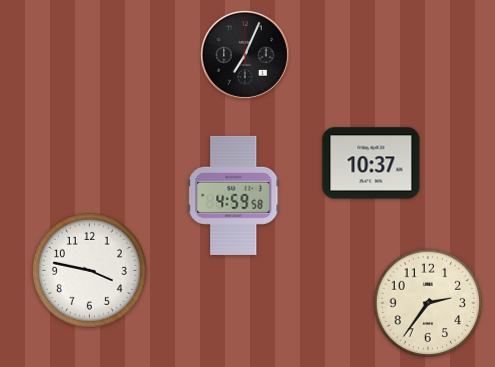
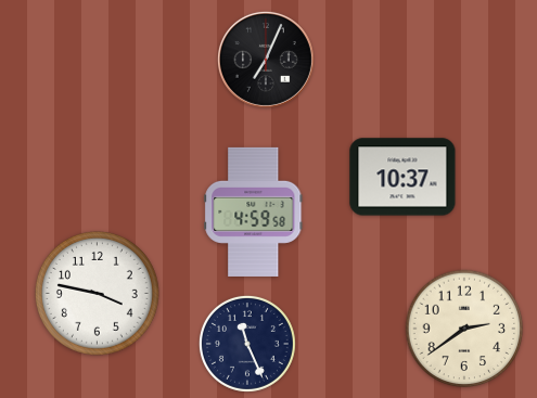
clock at (428, 303): 2:36 -> 2:39
clock at (247, 344): none -> 11:26
